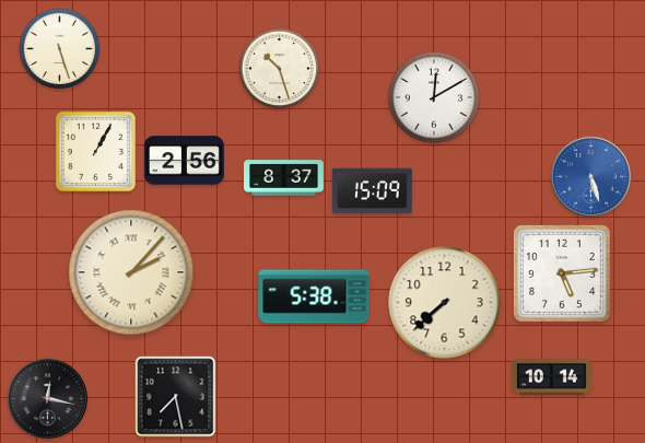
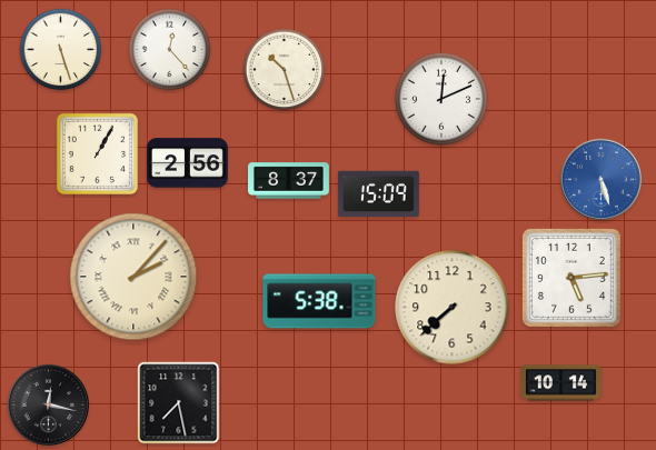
clock at (170, 50): none -> 12:23
clock at (434, 97): 12:10 -> 12:11
